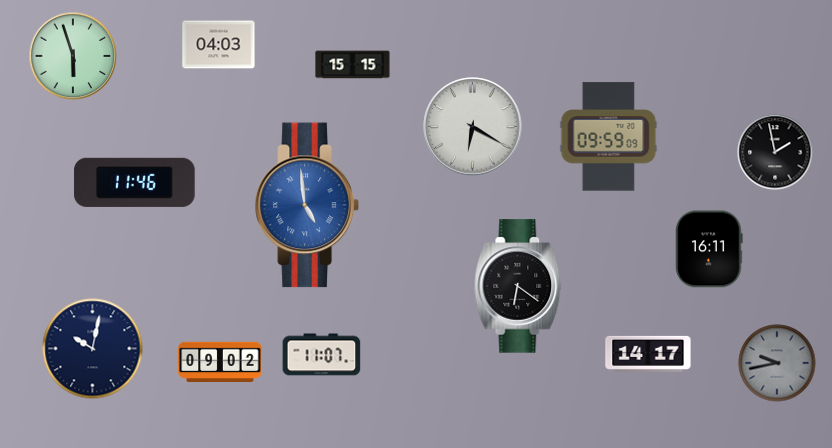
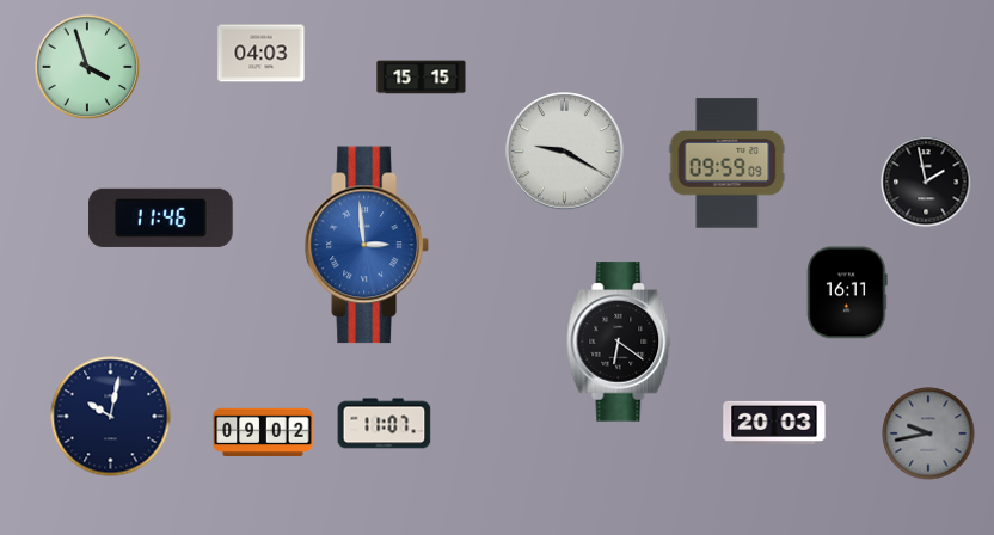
clock at (73, 56): 5:57 -> 3:57
clock at (473, 127): 6:20 -> 9:20
clock at (307, 205): 4:59 -> 2:59
clock at (709, 249) position: (709, 249) -> (847, 293)
clock at (648, 354): 14:17 -> 20:03
